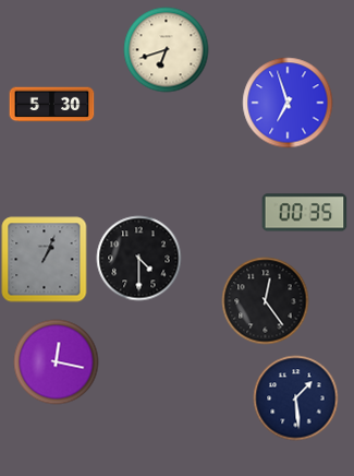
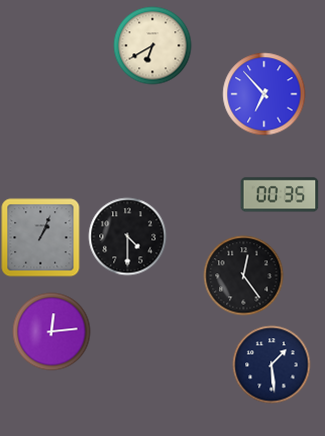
clock at (166, 49): 6:42 -> 6:40
clock at (288, 103): 6:57 -> 6:53
clock at (51, 105): 5:30 -> none
clock at (56, 361): 12:17 -> 12:14
